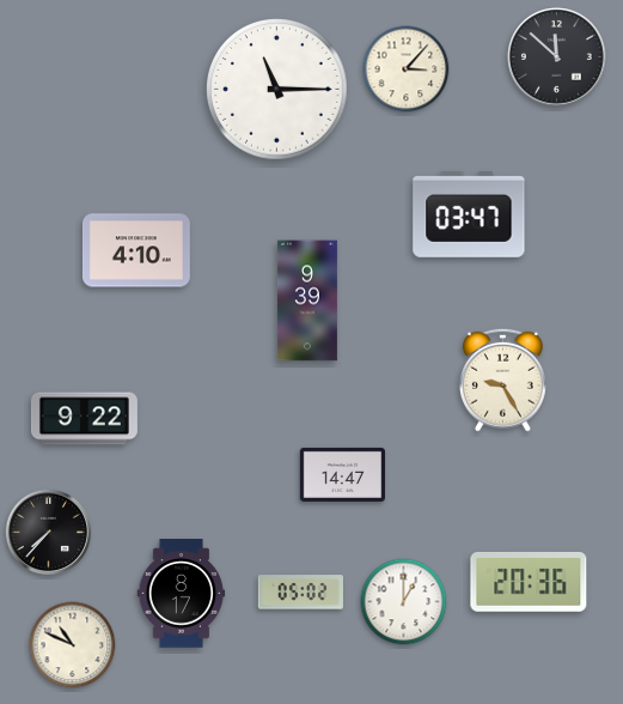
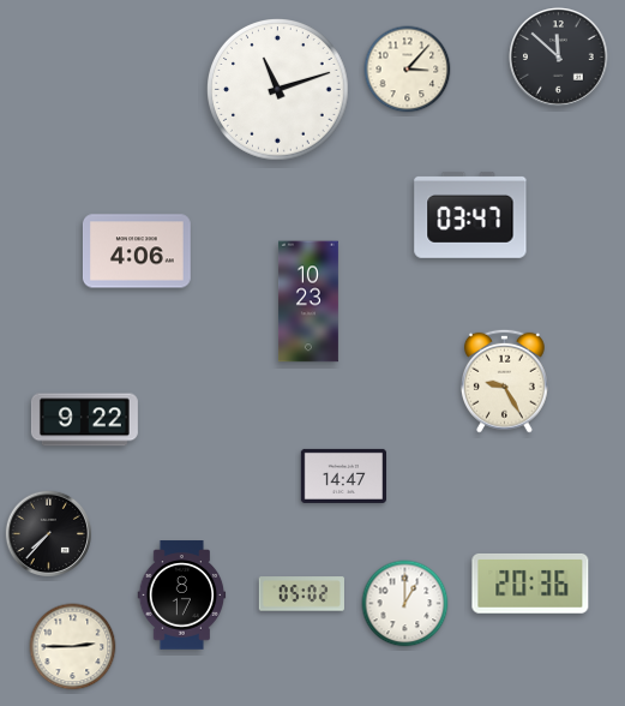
clock at (277, 90): 11:15 -> 11:12
clock at (136, 250): 4:10 -> 4:06
clock at (307, 301): 9:39 -> 10:23
clock at (73, 645): 10:49 -> 2:45
